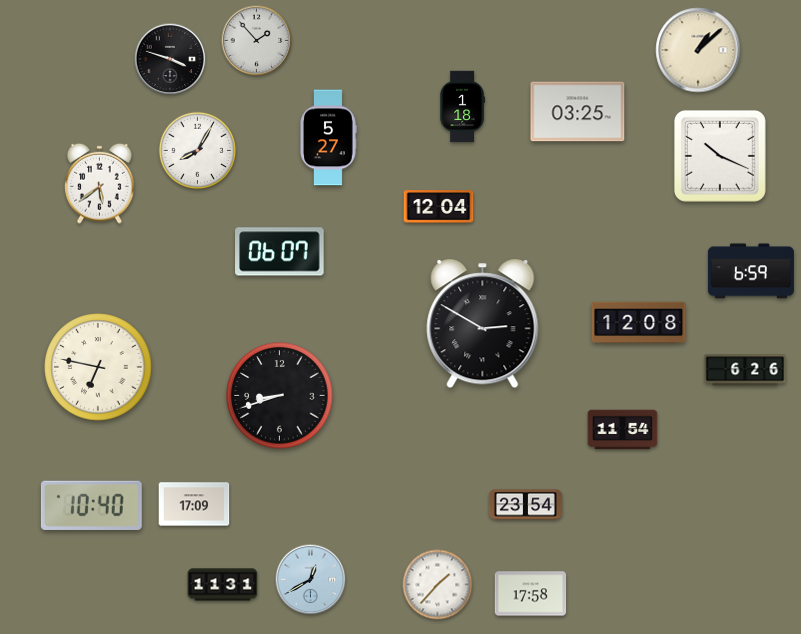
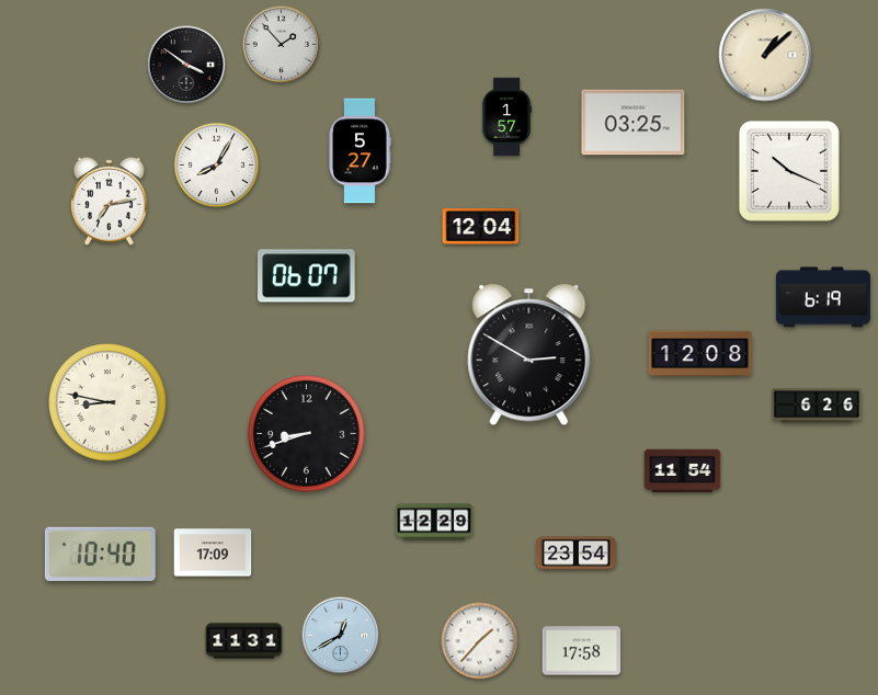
clock at (170, 59): 3:48 -> 3:51
clock at (462, 107): 1:18 -> 1:57
clock at (100, 183): 5:39 -> 7:13
clock at (751, 271): 6:59 -> 6:19
clock at (98, 367): 6:47 -> 8:47
clock at (434, 522): none -> 12:29
